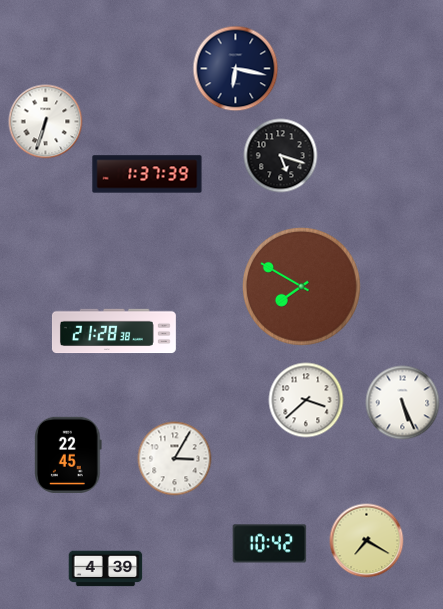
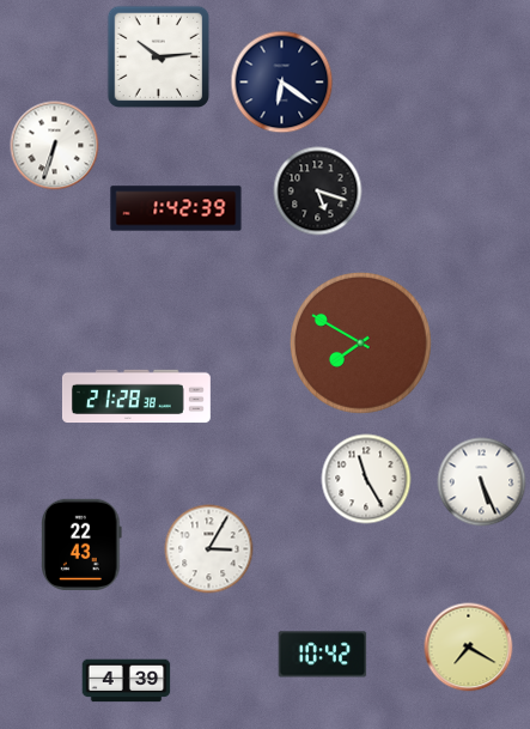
clock at (159, 57): none -> 10:14
clock at (236, 69): 6:17 -> 6:21
clock at (281, 156) position: (281, 156) -> (318, 192)
clock at (147, 174): 1:37 -> 1:42
clock at (306, 400): 3:38 -> 11:25
clock at (69, 455): 22:45 -> 22:43
clock at (367, 541) position: (367, 541) -> (469, 648)
clock at (270, 544) position: (270, 544) -> (323, 655)
